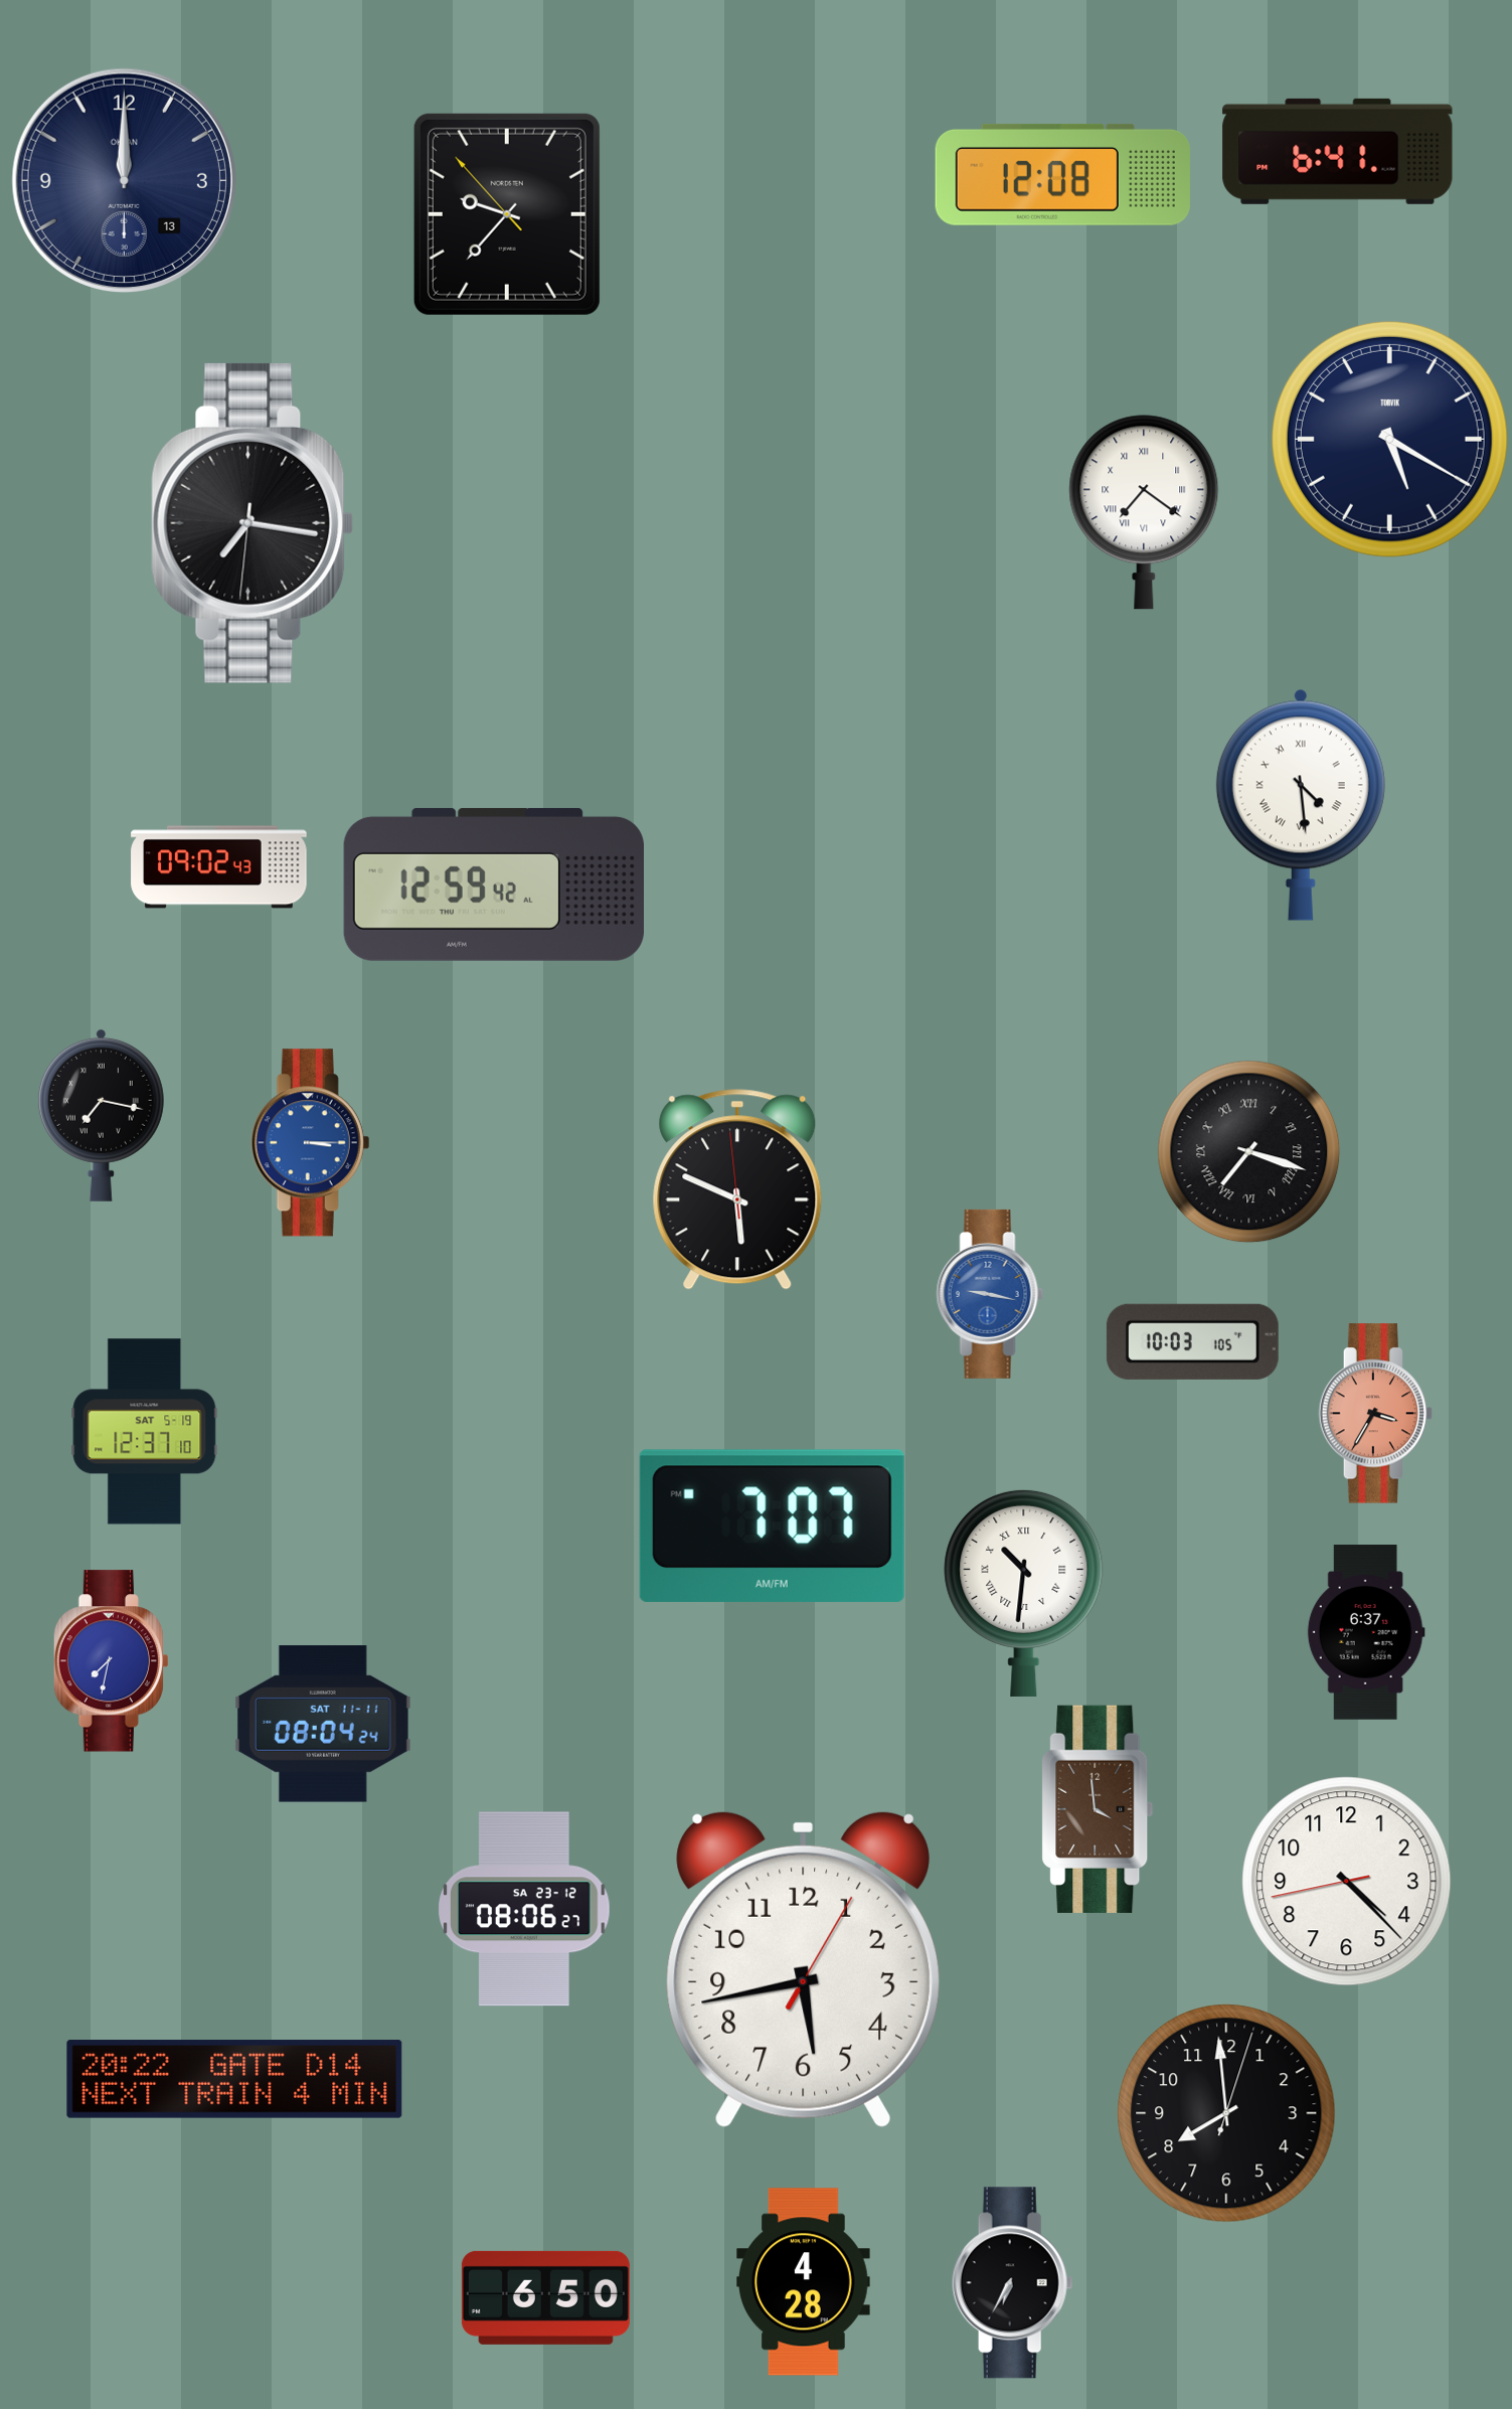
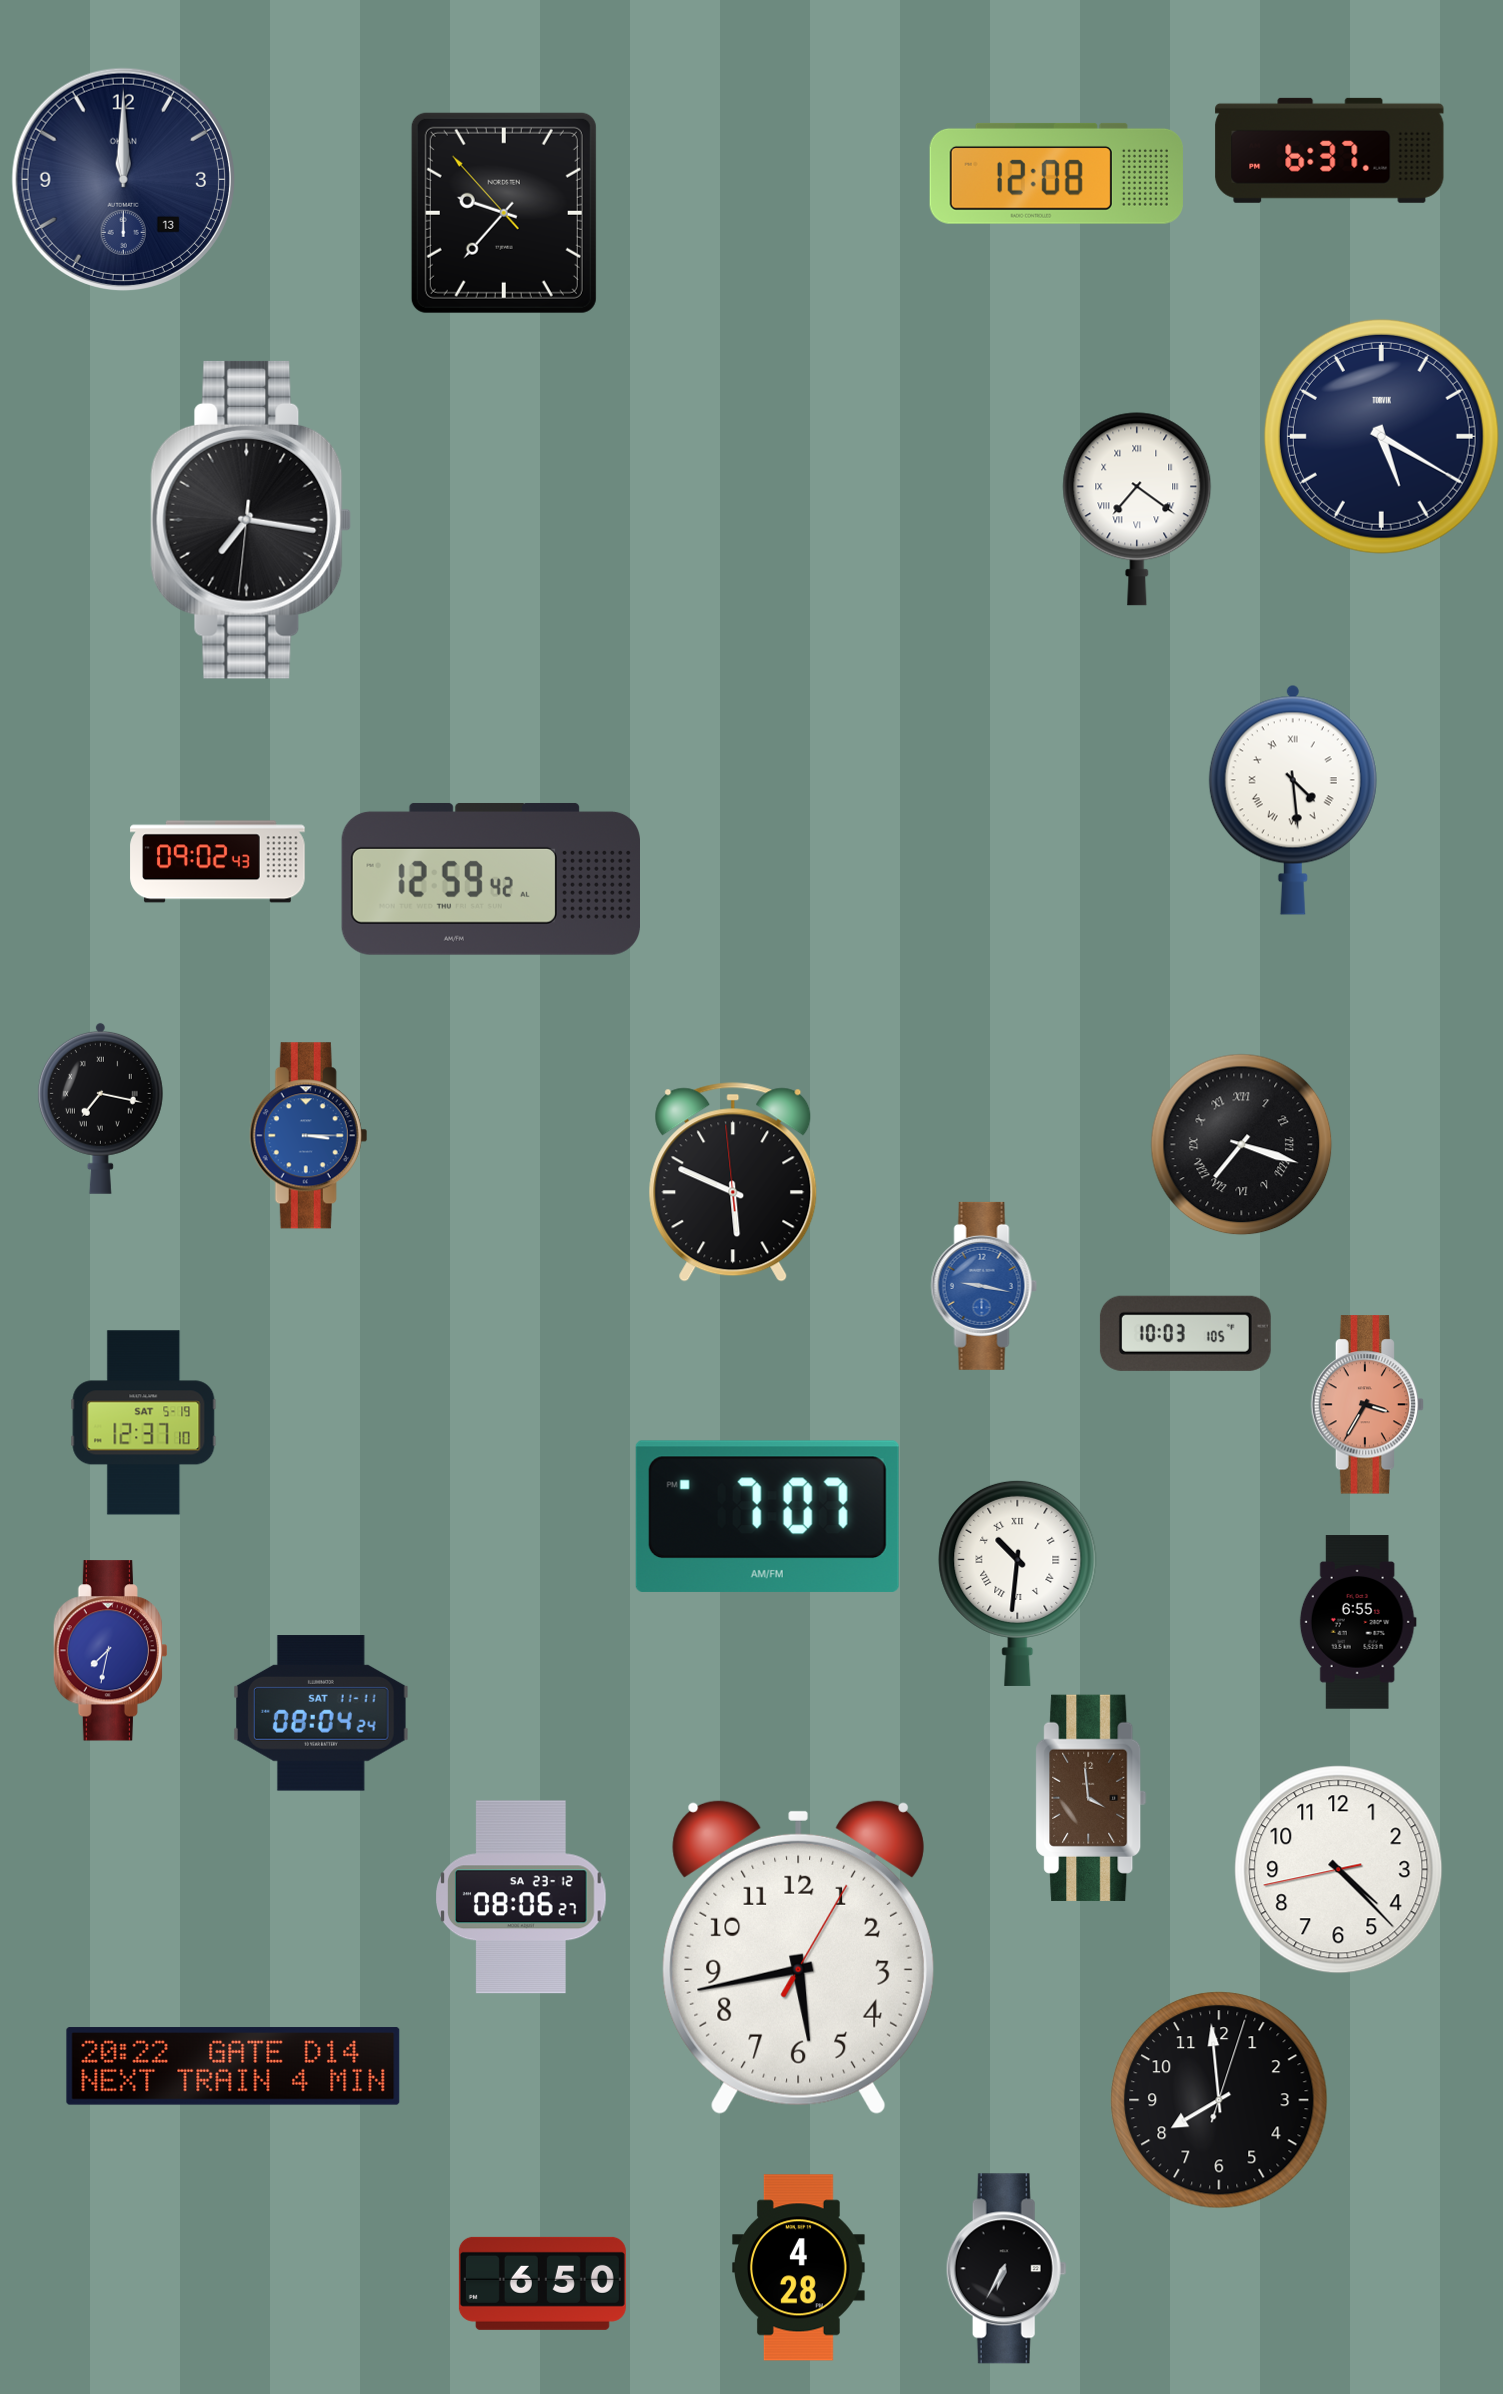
clock at (1338, 151): 6:41 -> 6:37
clock at (1366, 1632): 6:37 -> 6:55
